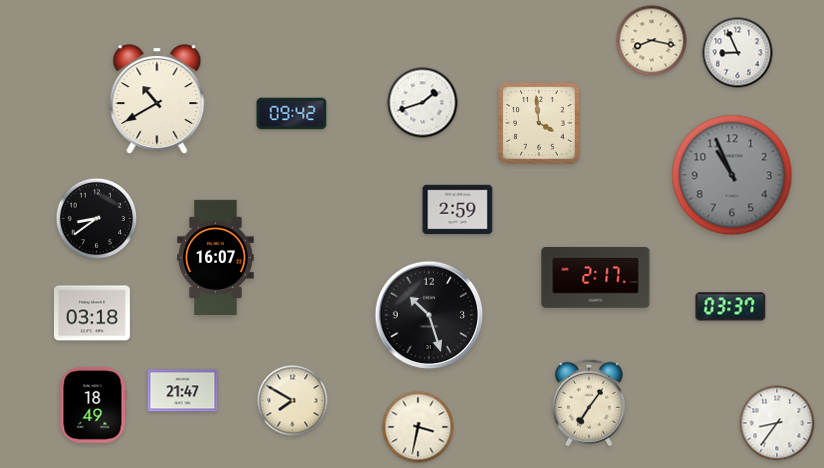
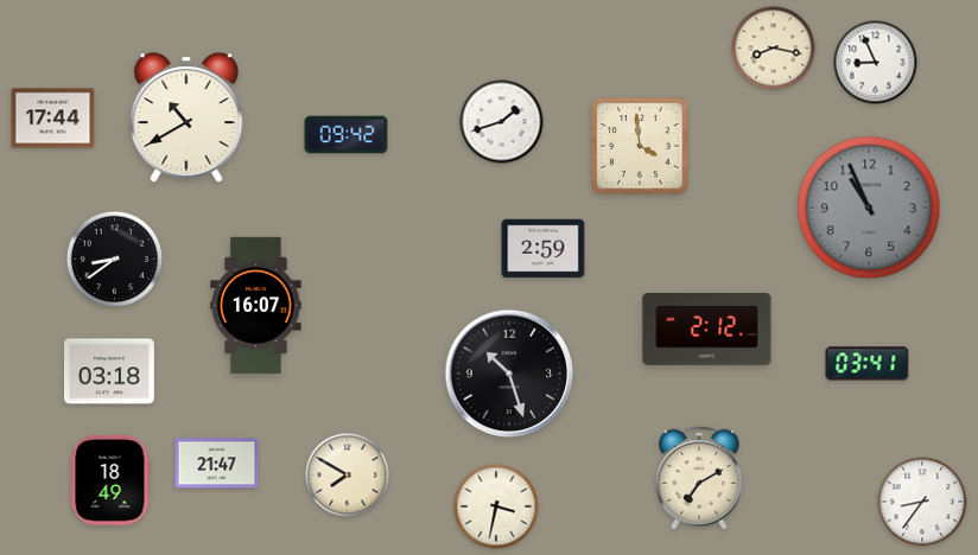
clock at (53, 119): none -> 17:44
clock at (596, 278): 2:17 -> 2:12
clock at (731, 307): 03:37 -> 03:41
clock at (589, 403): 7:06 -> 7:10
